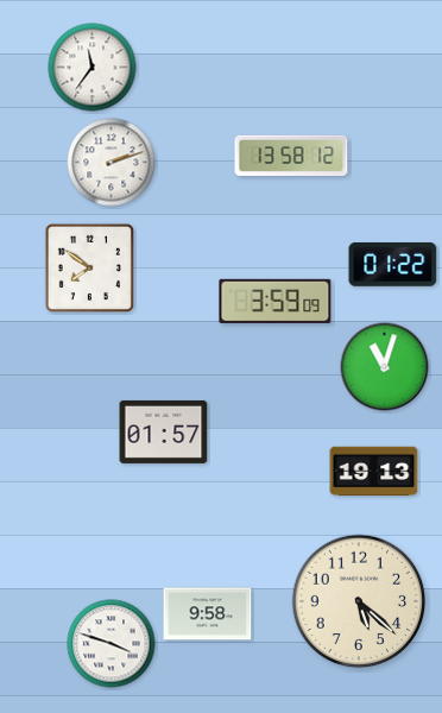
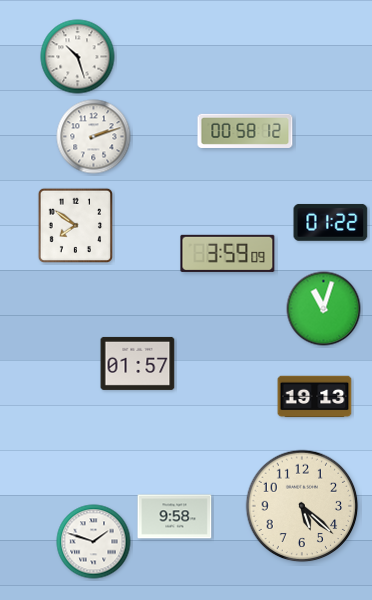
clock at (93, 68): 11:36 -> 10:27
clock at (291, 156): 13:58 -> 00:58
clock at (276, 301) position: (276, 301) -> (228, 253)
clock at (112, 644): 3:48 -> 1:48
